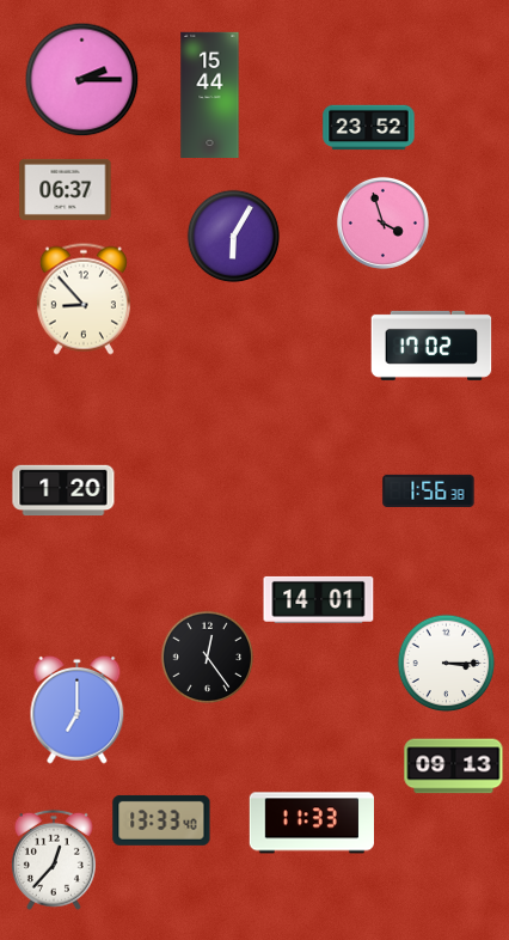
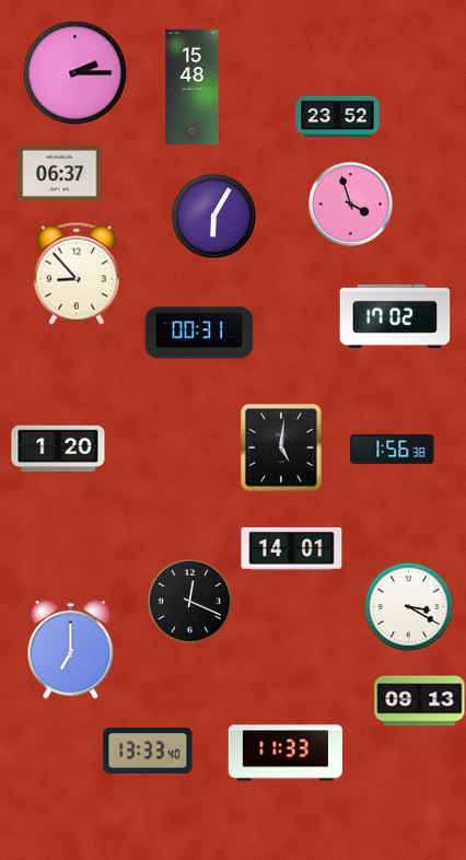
clock at (210, 94): 15:44 -> 15:48
clock at (199, 333): none -> 00:31
clock at (281, 448): none -> 5:01
clock at (207, 657): 12:24 -> 12:19
clock at (446, 663): 3:15 -> 3:20
clock at (454, 767) position: (454, 767) -> (420, 701)
clock at (54, 860): 12:37 -> none
